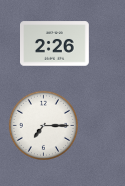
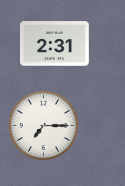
clock at (55, 44): 2:26 -> 2:31
